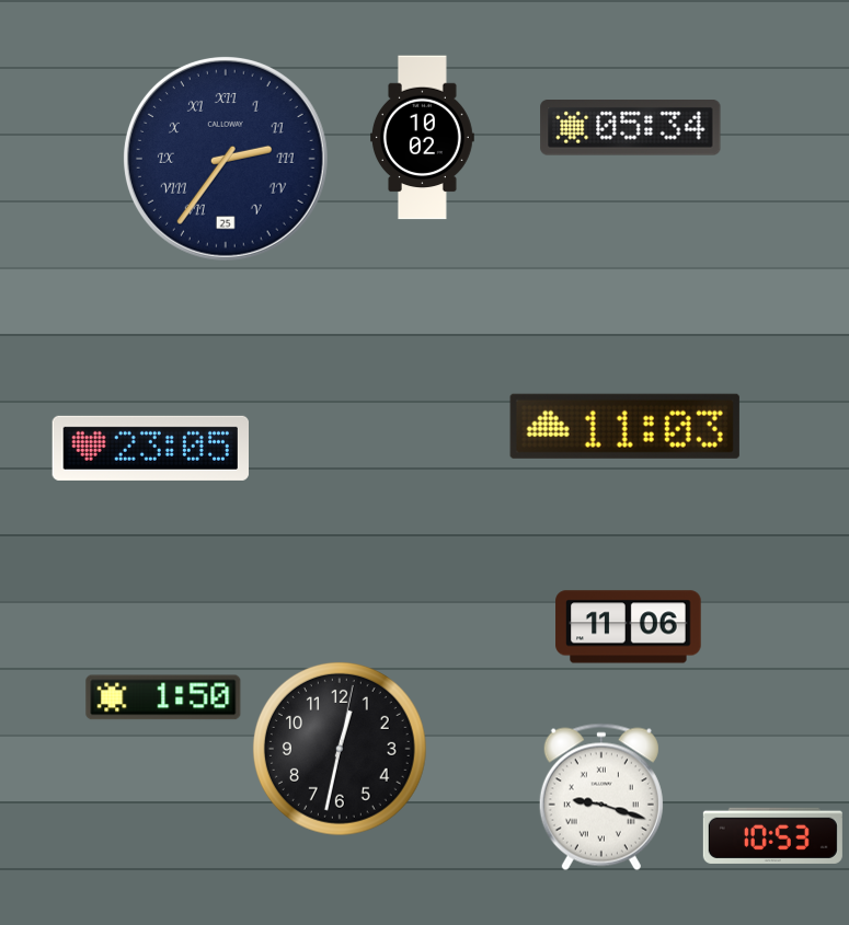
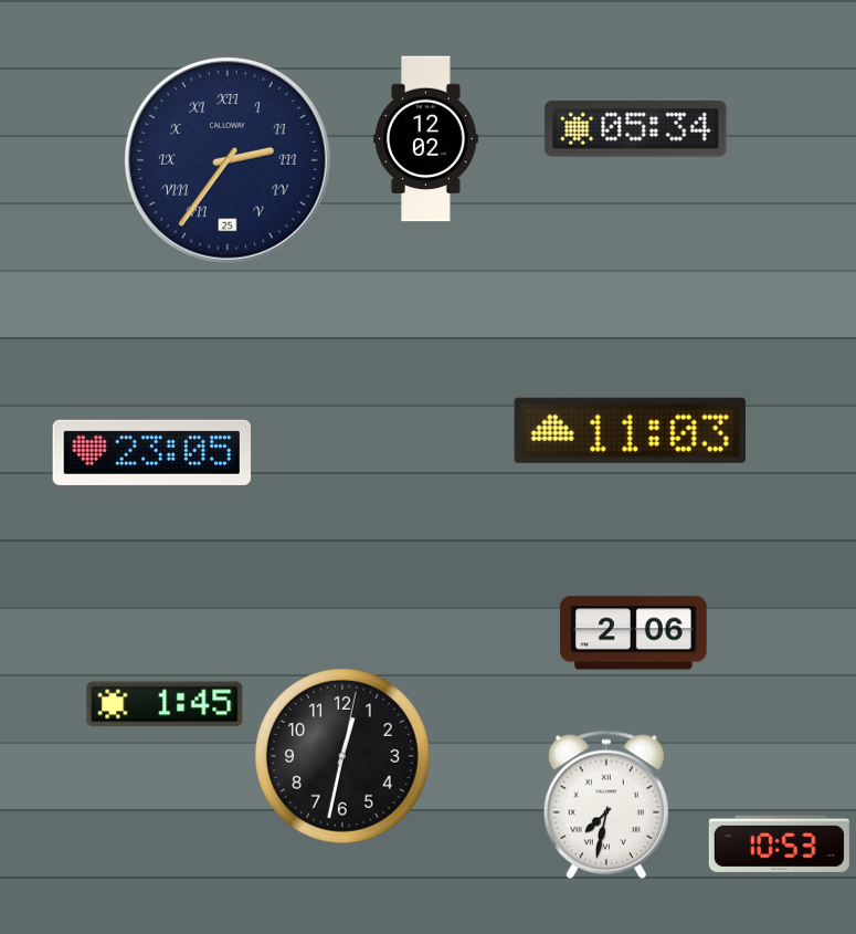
clock at (423, 138): 10:02 -> 12:02
clock at (629, 627): 11:06 -> 2:06
clock at (163, 697): 1:50 -> 1:45
clock at (601, 797): 9:18 -> 7:32
